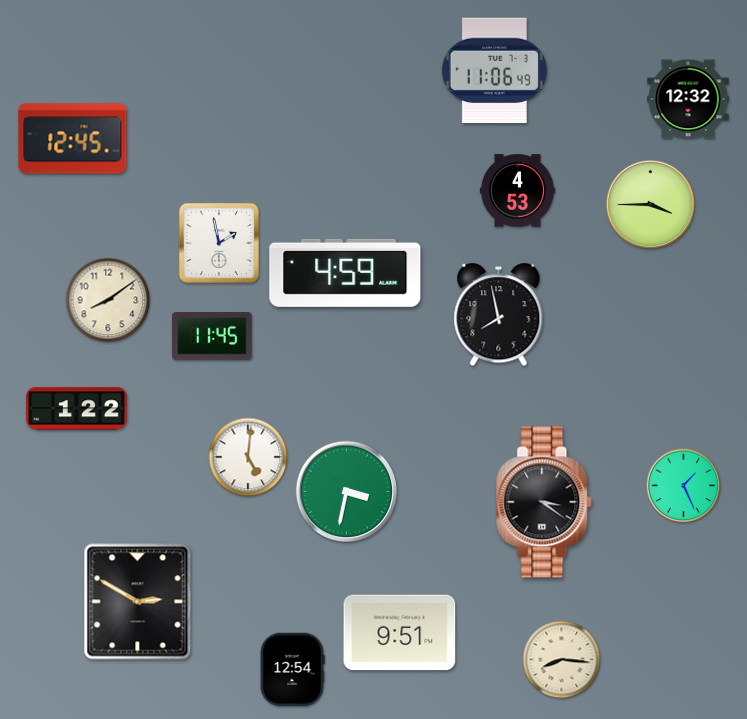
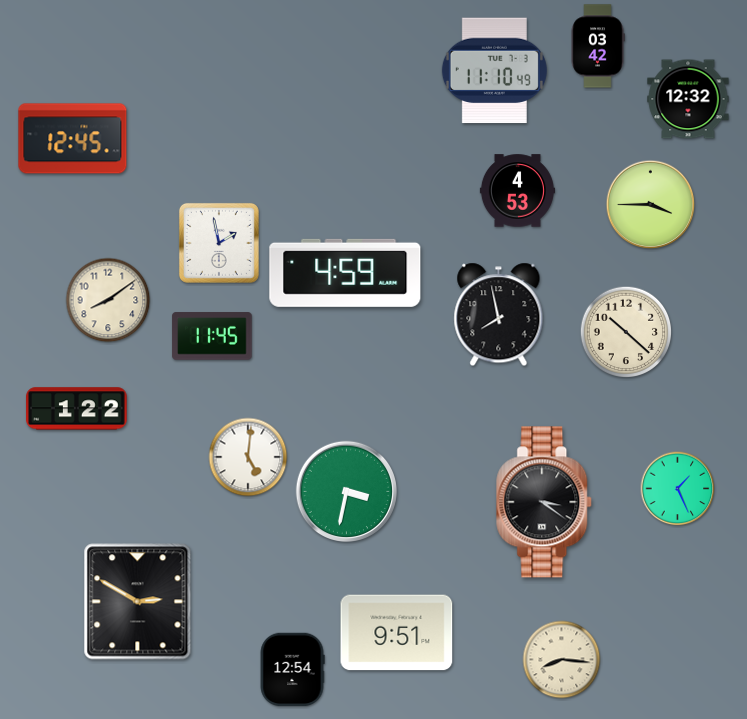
clock at (598, 46): none -> 03:42
clock at (494, 71): 11:06 -> 11:10
clock at (626, 332): none -> 10:22
clock at (684, 486) position: (684, 486) -> (678, 489)
clock at (400, 633) position: (400, 633) -> (397, 633)
